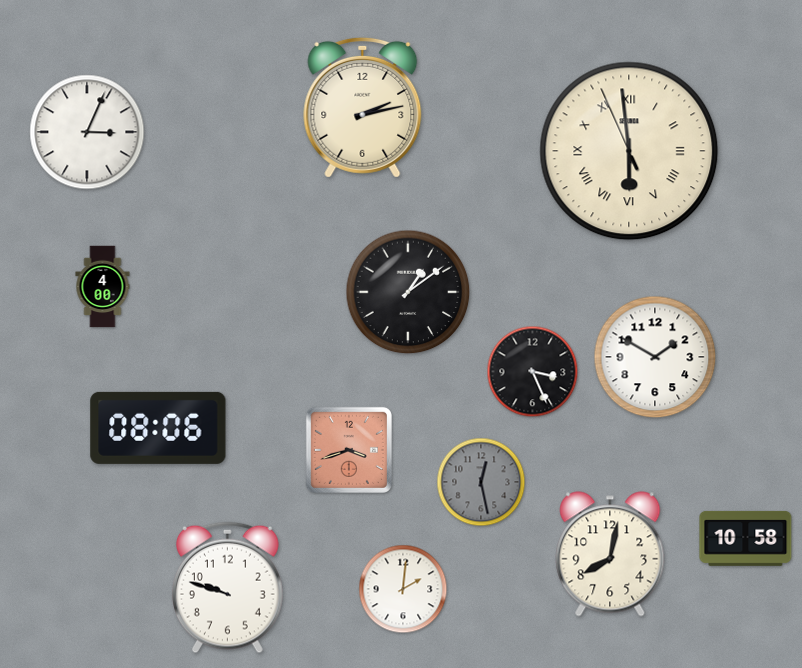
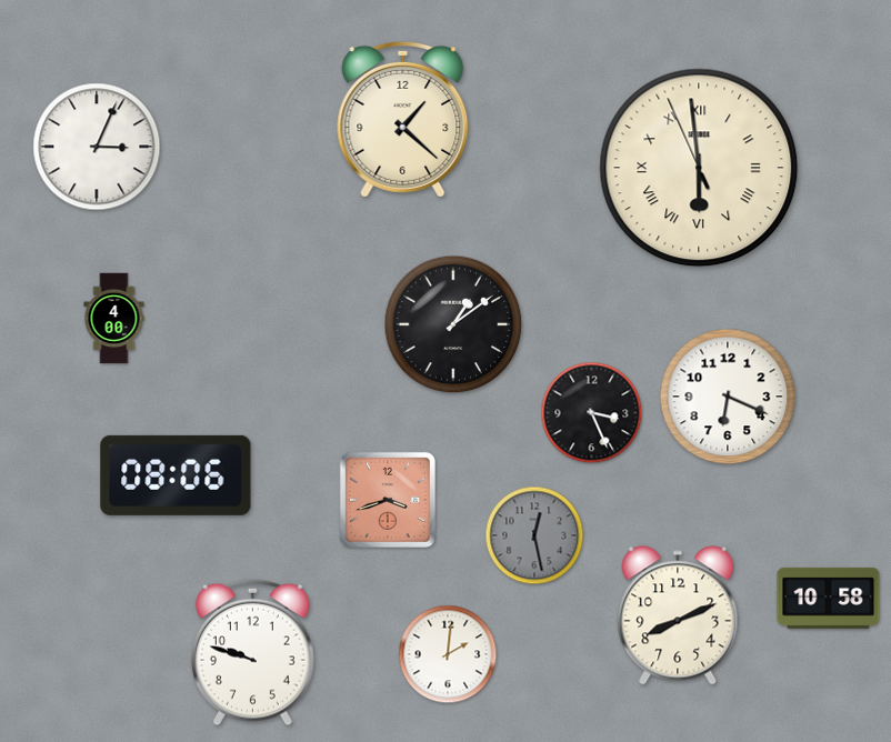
clock at (363, 107): 2:13 -> 1:22
clock at (655, 357): 1:50 -> 6:19
clock at (610, 554): 8:02 -> 8:11
